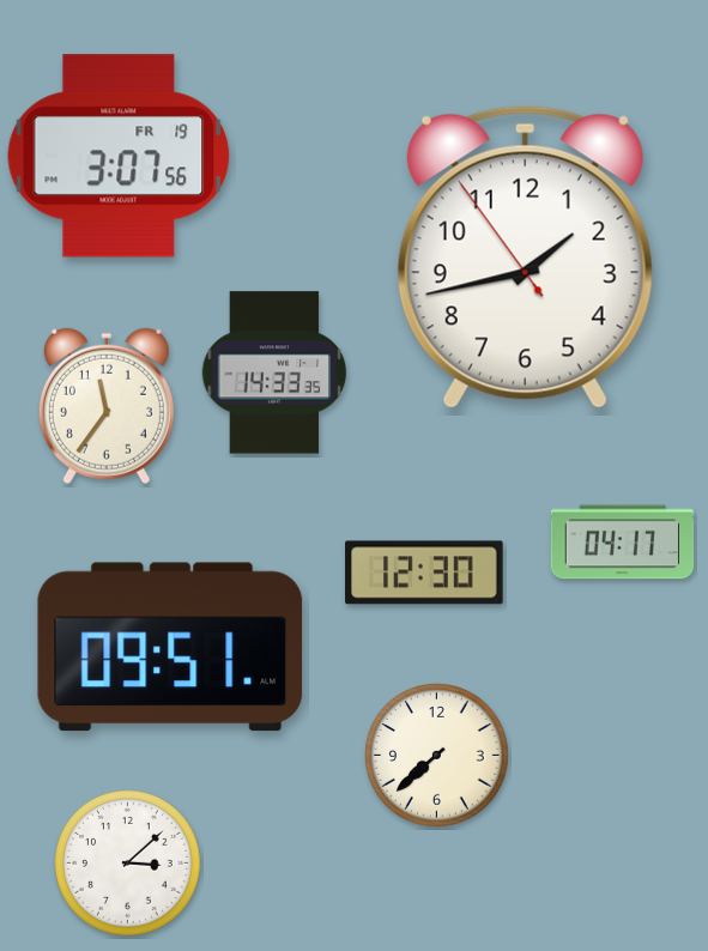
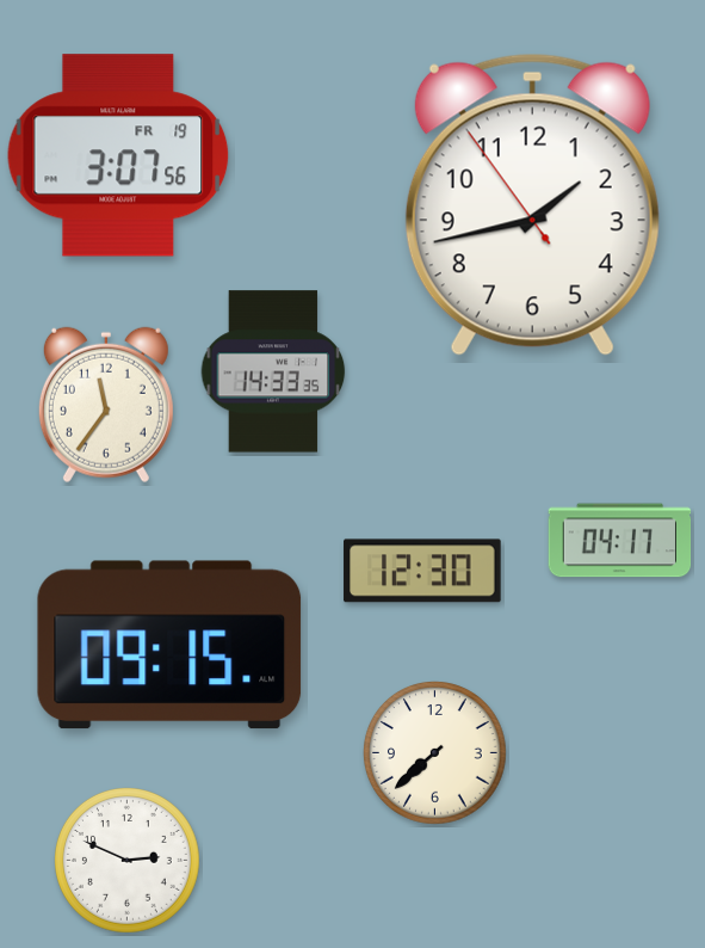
clock at (525, 256) position: (525, 256) -> (532, 204)
clock at (170, 647): 09:51 -> 09:15
clock at (128, 864): 3:08 -> 2:49
